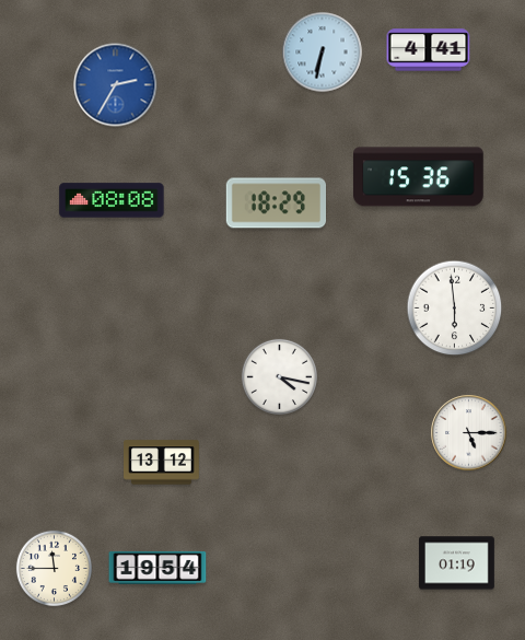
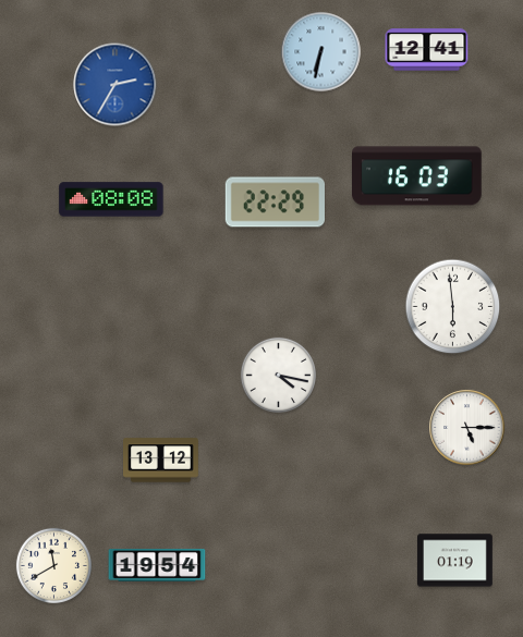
clock at (429, 50): 4:41 -> 12:41
clock at (419, 177): 15:36 -> 16:03
clock at (276, 203): 18:29 -> 22:29
clock at (469, 433) position: (469, 433) -> (467, 428)
clock at (54, 568): 11:45 -> 11:40
